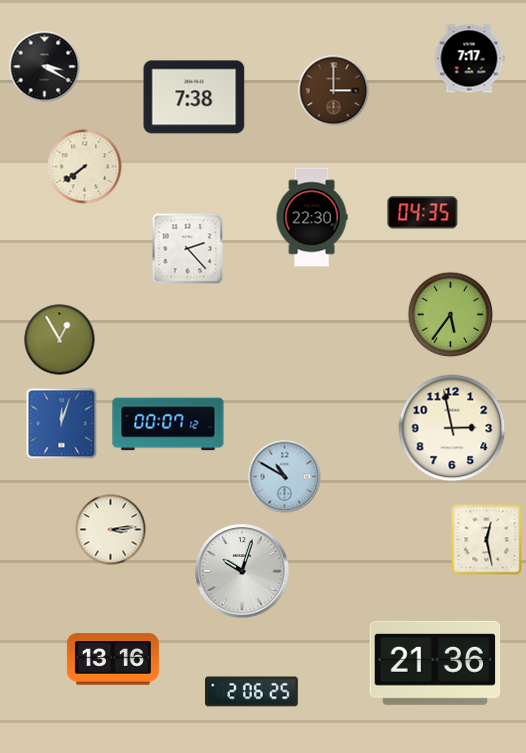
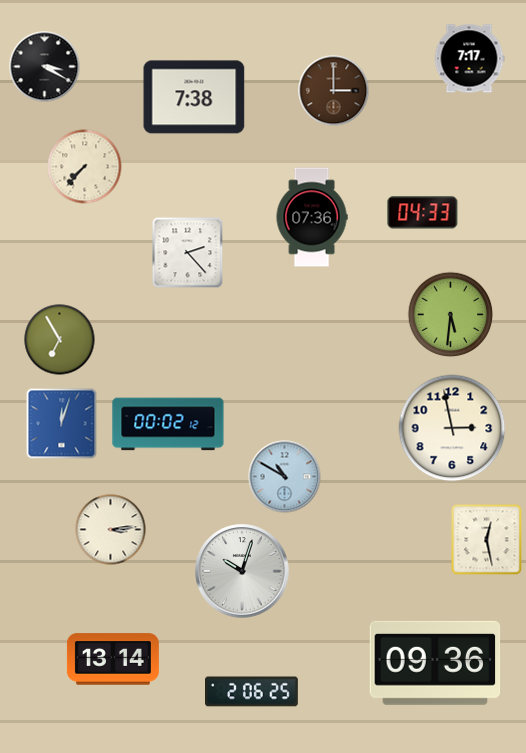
clock at (85, 167): 7:39 -> 7:37
clock at (423, 213): 04:35 -> 04:33
clock at (312, 217): 22:30 -> 07:36
clock at (188, 249) position: (188, 249) -> (188, 253)
clock at (451, 315): 5:36 -> 5:31
clock at (60, 340): 12:55 -> 6:55
clock at (168, 424): 00:07 -> 00:02
clock at (113, 659): 13:16 -> 13:14
clock at (435, 663): 21:36 -> 09:36
